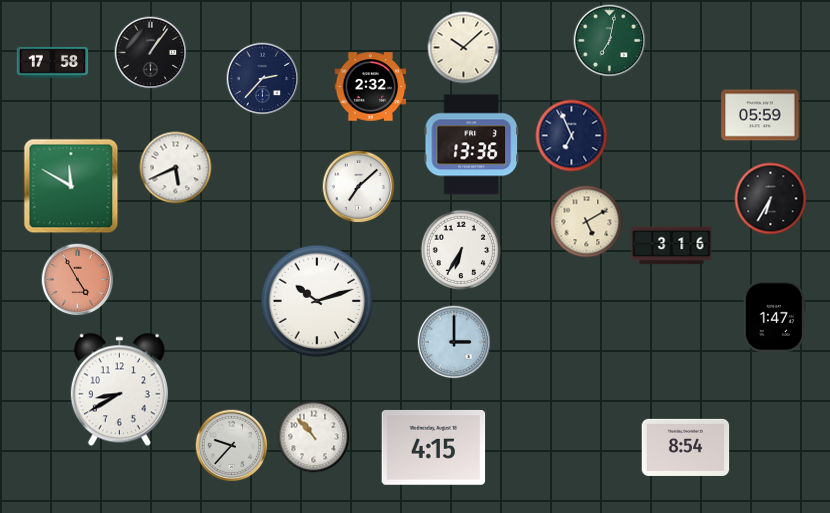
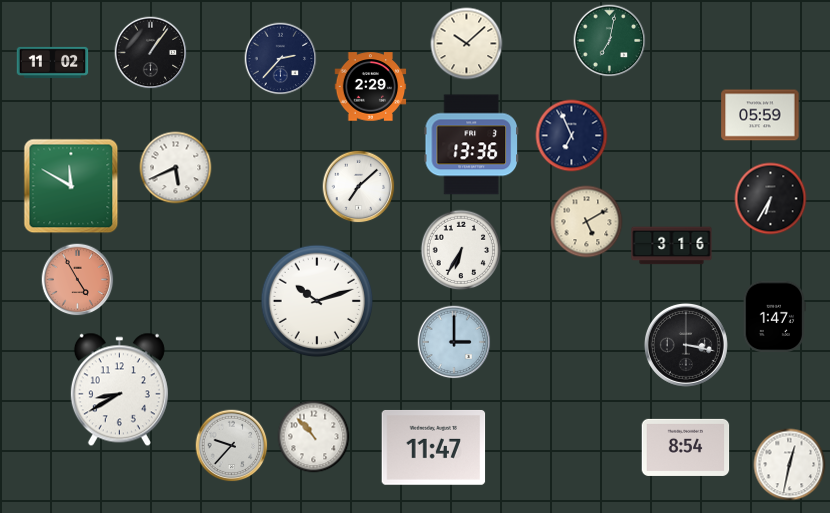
clock at (464, 48) position: (464, 48) -> (467, 44)
clock at (53, 62): 17:58 -> 11:02
clock at (263, 79) position: (263, 79) -> (281, 59)
clock at (371, 87): 2:32 -> 2:29
clock at (686, 345): none -> 3:17
clock at (434, 447): 4:15 -> 11:47
clock at (790, 465): none -> 12:32
